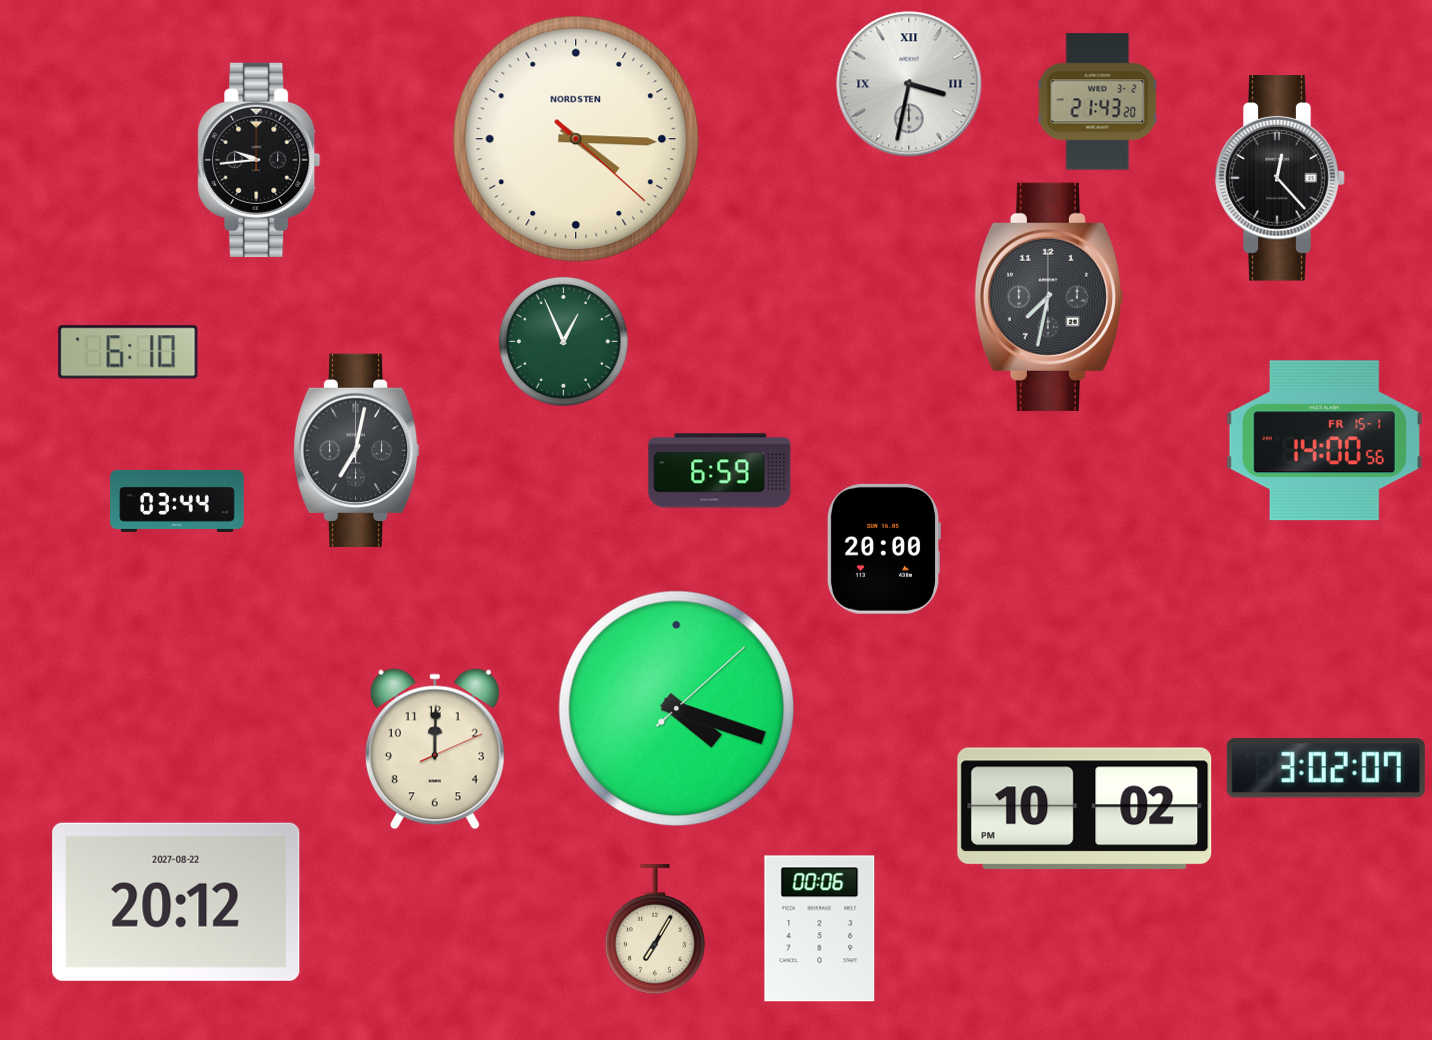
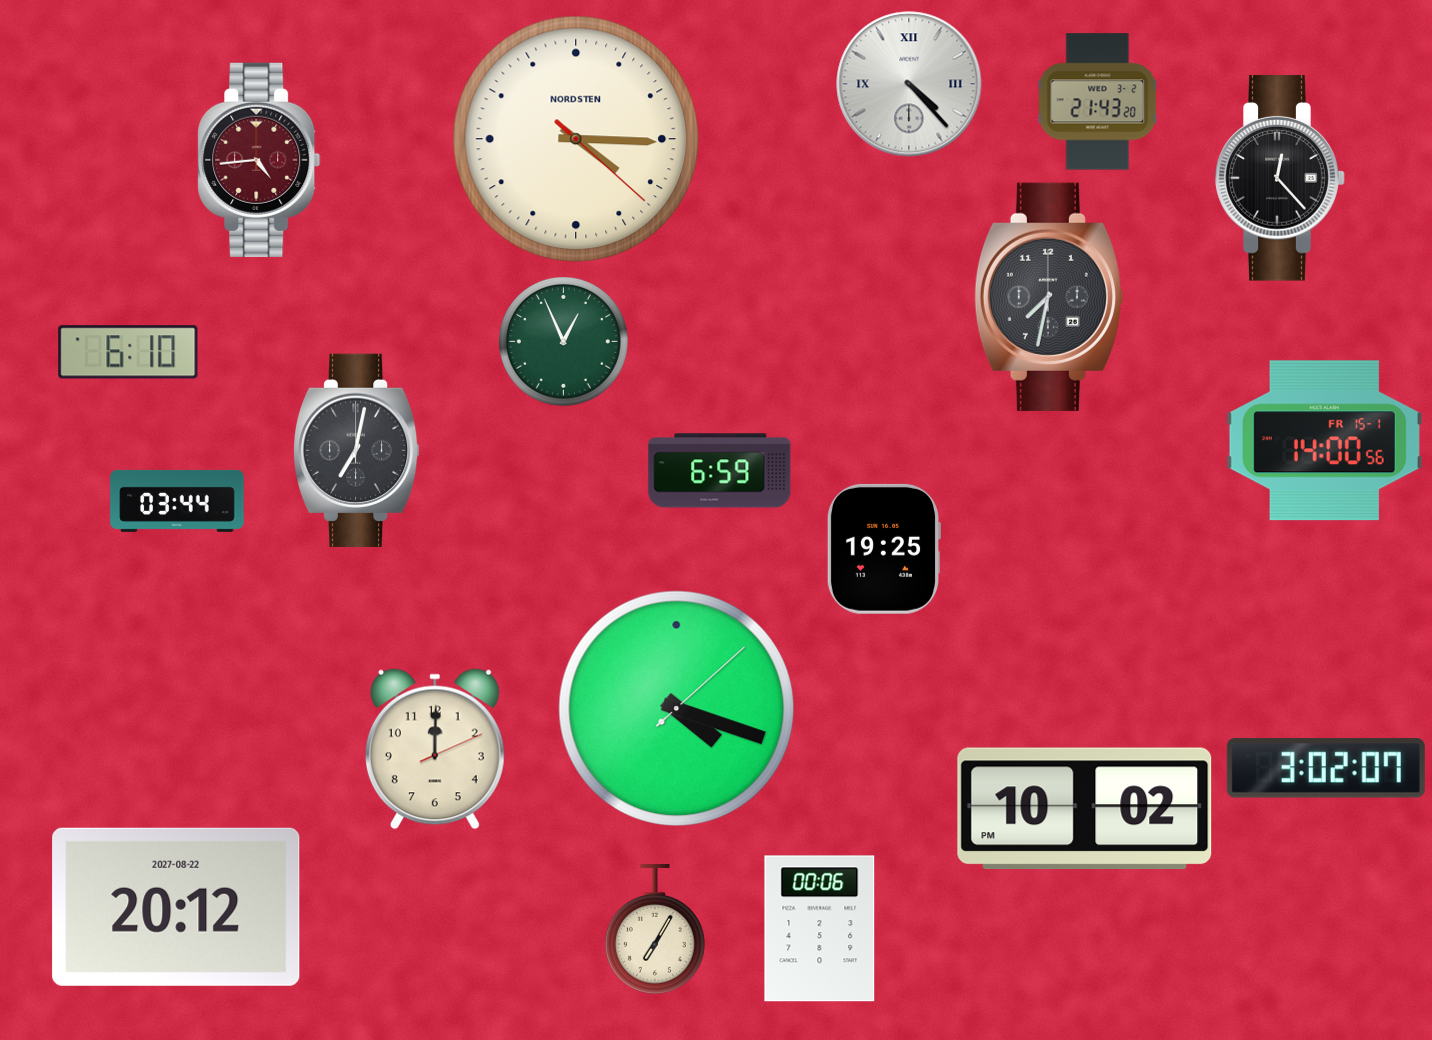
clock at (909, 84): 3:32 -> 4:23
clock at (259, 160): 9:44 -> 4:44
clock at (259, 160) dial: black -> burgundy
clock at (883, 549): 20:00 -> 19:25
clock at (176, 902) position: (176, 902) -> (176, 907)
